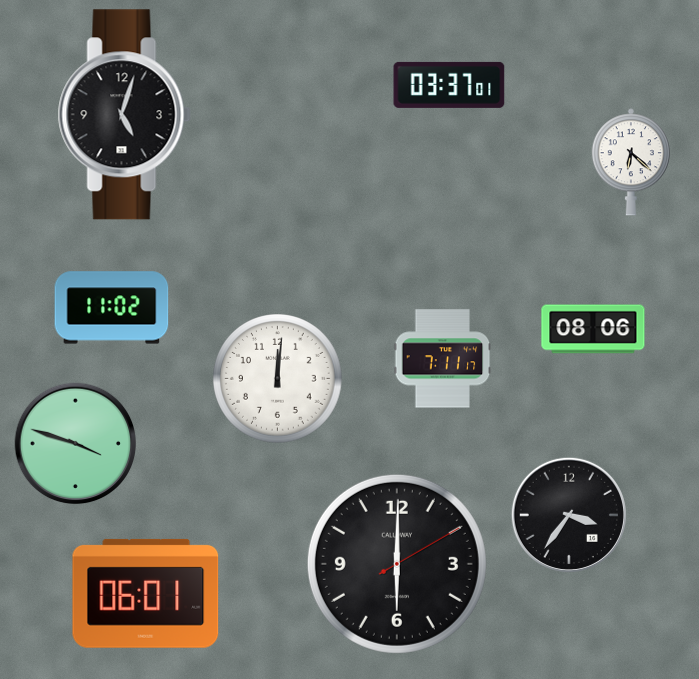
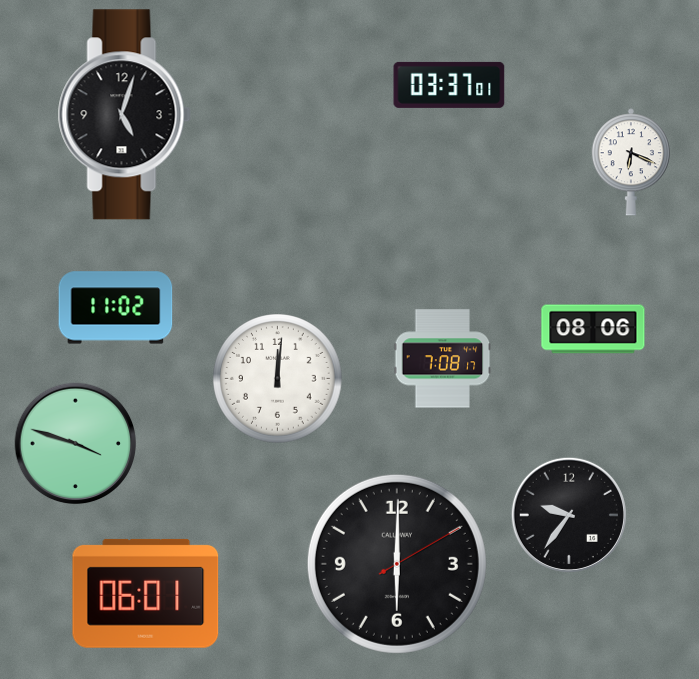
clock at (631, 162): 6:22 -> 6:19
clock at (112, 308) position: (112, 308) -> (116, 308)
clock at (443, 359): 7:11 -> 7:08
clock at (569, 515): 3:36 -> 9:36
